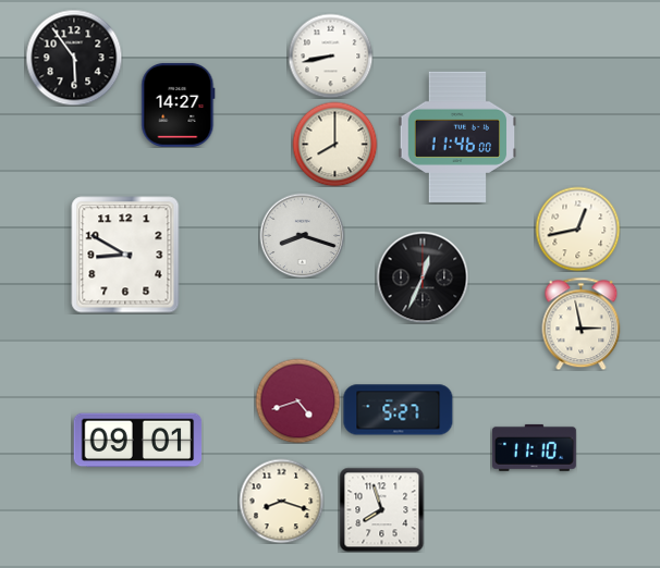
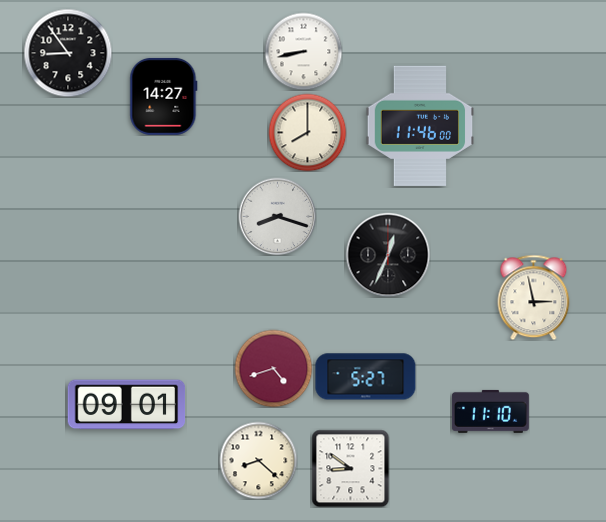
clock at (74, 58): 5:54 -> 8:54
clock at (577, 229): 12:43 -> none
clock at (125, 255): 8:50 -> none
clock at (281, 501): 8:18 -> 8:22
clock at (381, 509): 7:57 -> 8:51
